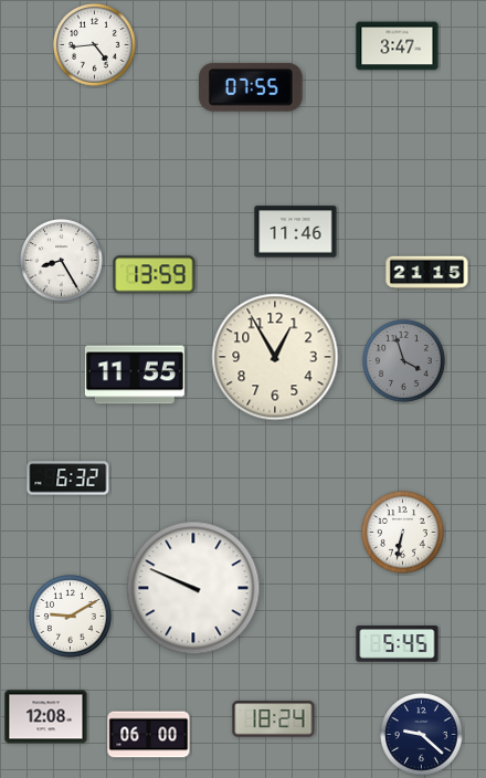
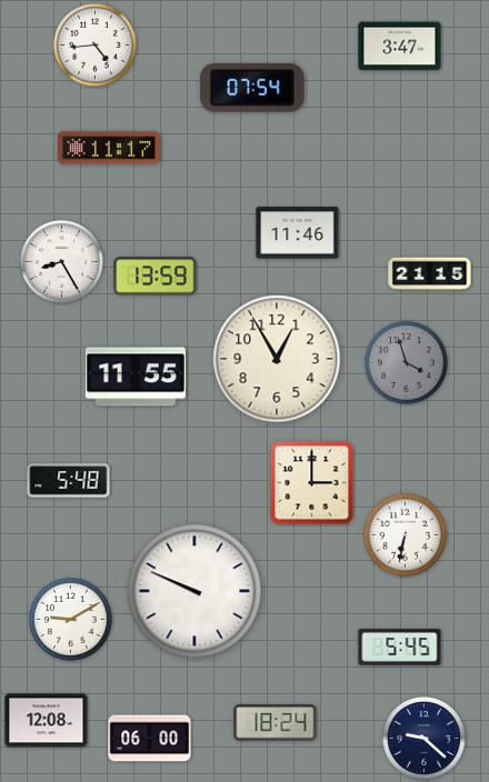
clock at (252, 87): 07:55 -> 07:54
clock at (110, 148): none -> 11:17
clock at (68, 479): 6:32 -> 5:48
clock at (312, 483): none -> 3:00
